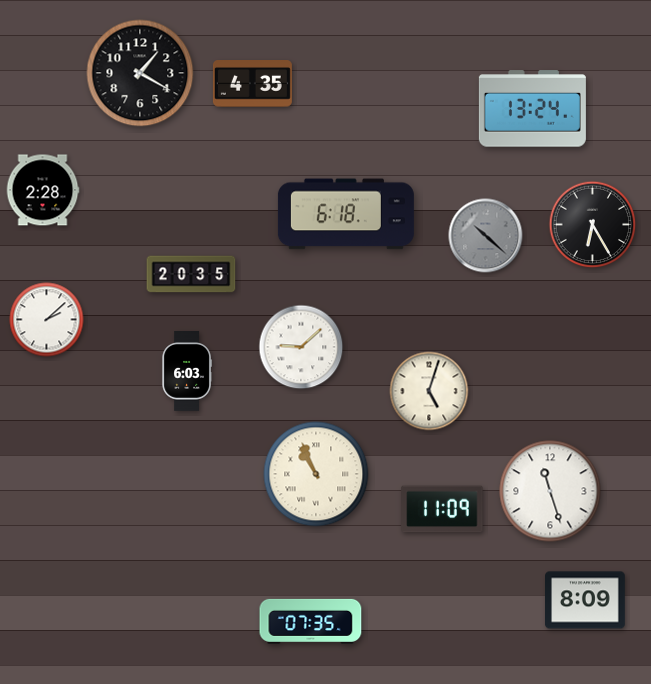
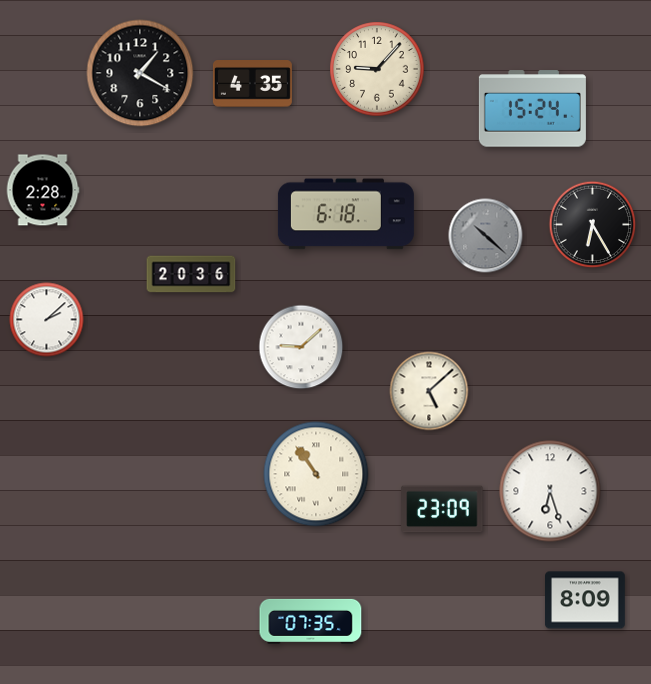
clock at (377, 69): none -> 9:07
clock at (532, 109): 13:24 -> 15:24
clock at (191, 274): 20:35 -> 20:36
clock at (187, 371): 6:03 -> none
clock at (429, 391): 5:03 -> 5:08
clock at (316, 474): 10:56 -> 10:54
clock at (550, 491): 11:27 -> 6:27
clock at (442, 509): 11:09 -> 23:09
